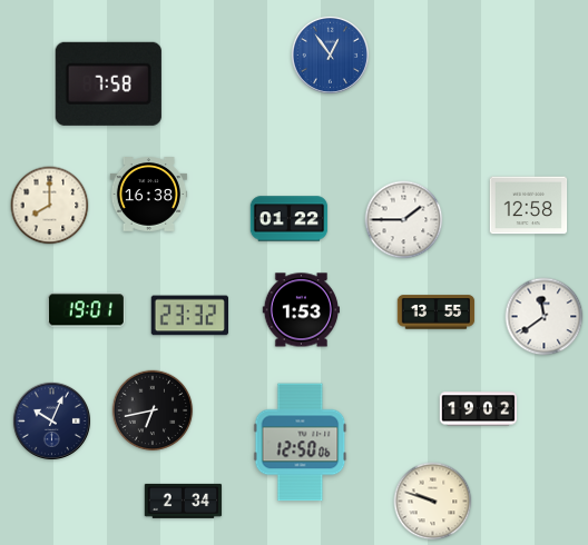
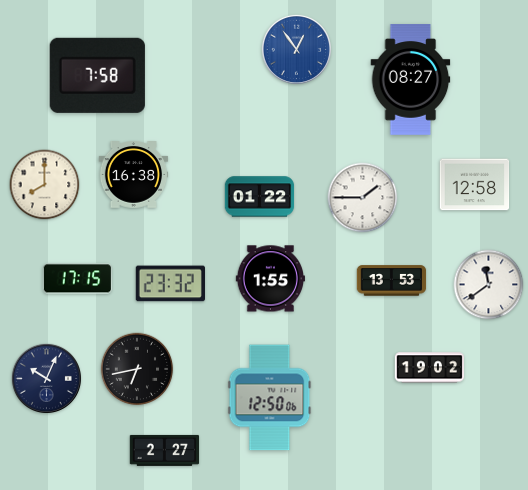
clock at (411, 80): none -> 08:27
clock at (86, 310): 19:01 -> 17:15
clock at (301, 310): 1:53 -> 1:55
clock at (437, 313): 13:55 -> 13:53
clock at (184, 501): 2:34 -> 2:27
clock at (433, 502): 9:48 -> none
